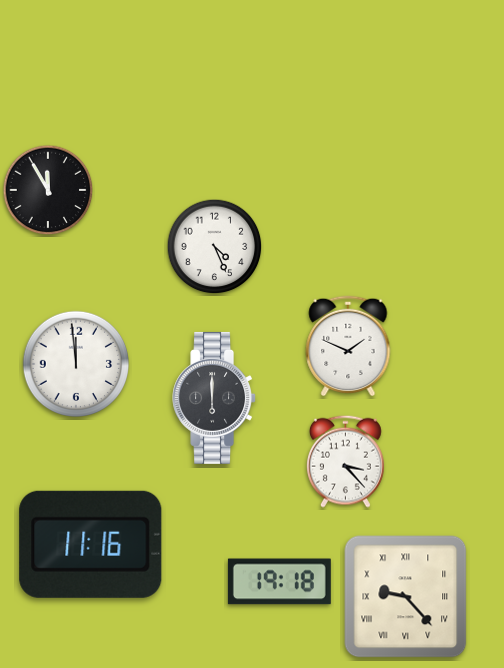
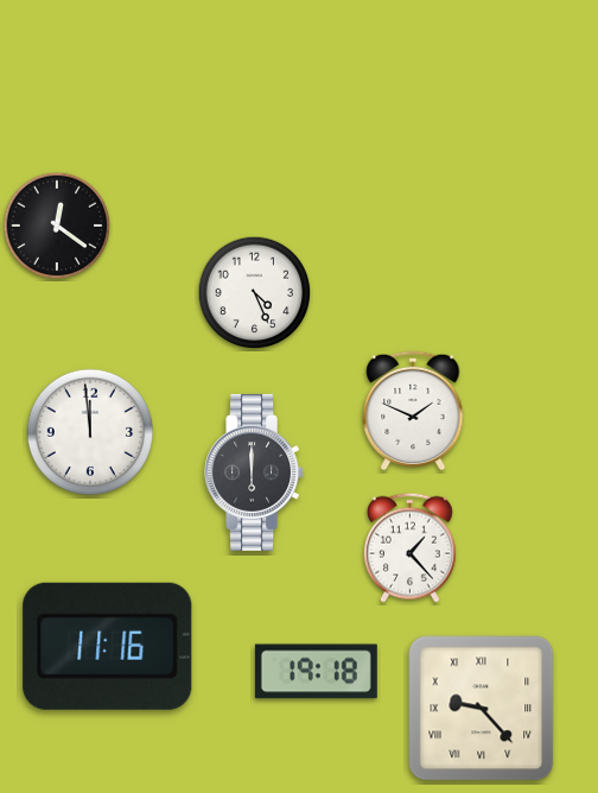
clock at (48, 190): 11:55 -> 12:21
clock at (345, 461): 3:23 -> 1:23
clock at (279, 582) position: (279, 582) -> (316, 672)
